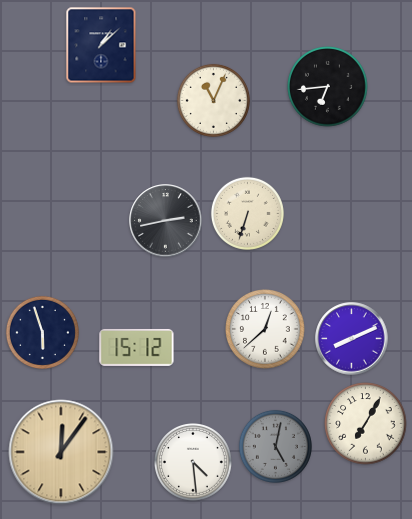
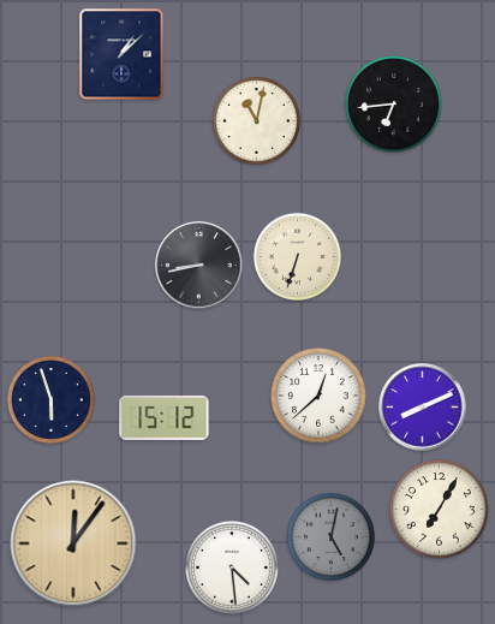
clock at (213, 100): 11:04 -> 11:02
clock at (166, 221): 2:43 -> 8:43
clock at (194, 463) position: (194, 463) -> (233, 569)
